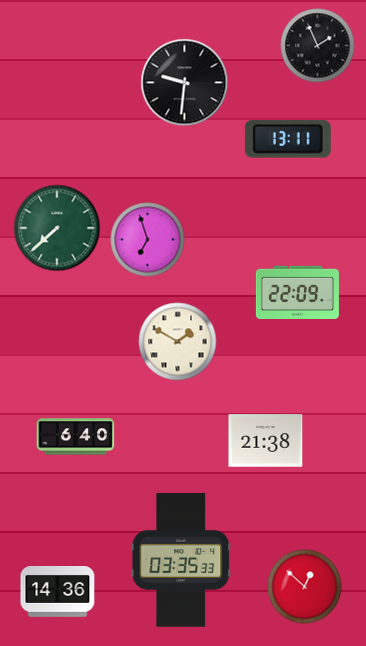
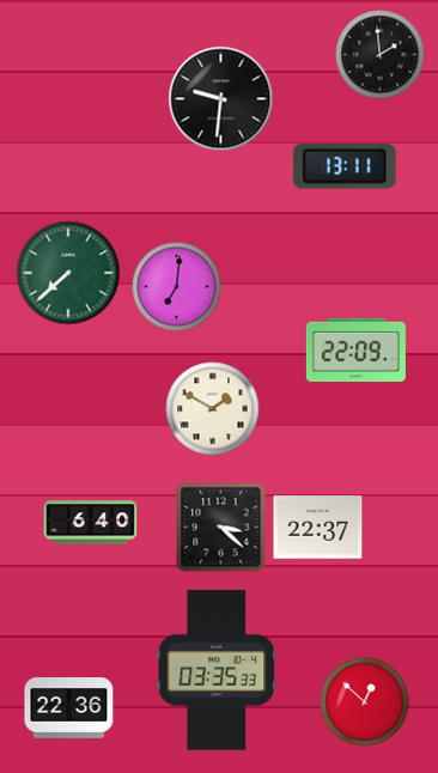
clock at (318, 46): 1:56 -> 1:59
clock at (148, 240): 6:57 -> 7:01
clock at (221, 528): none -> 3:22
clock at (266, 441): 21:38 -> 22:37
clock at (58, 592): 14:36 -> 22:36
